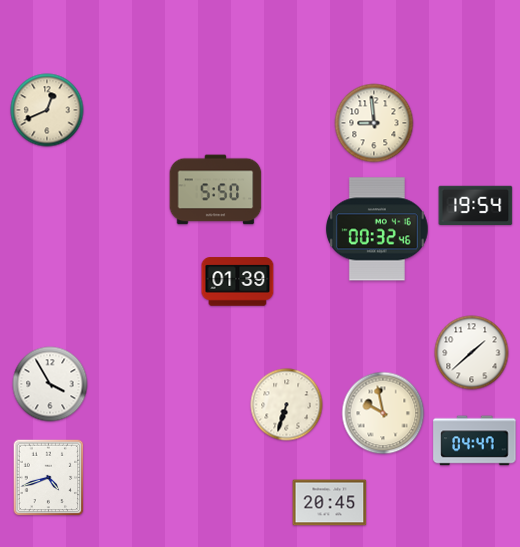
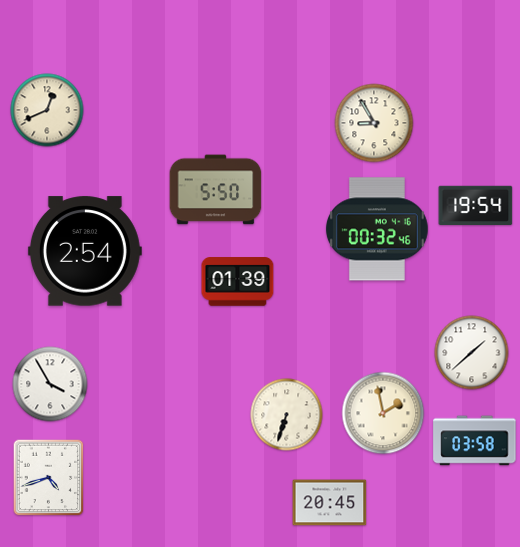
clock at (374, 123): 8:59 -> 8:55
clock at (85, 251): none -> 2:54
clock at (287, 405) position: (287, 405) -> (287, 415)
clock at (383, 413): 9:58 -> 1:58
clock at (475, 441): 04:47 -> 03:58
